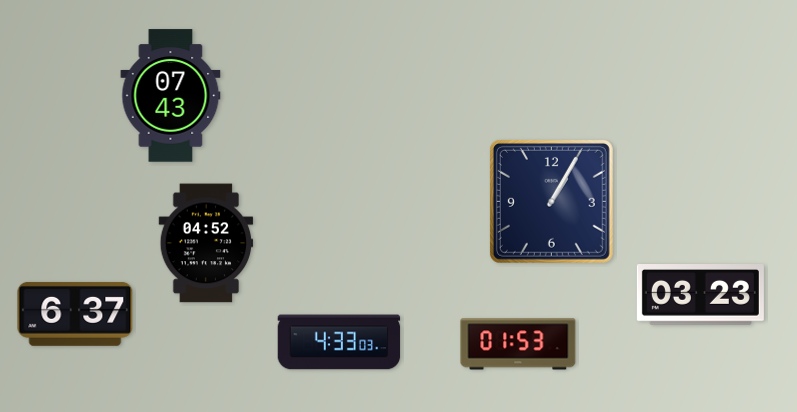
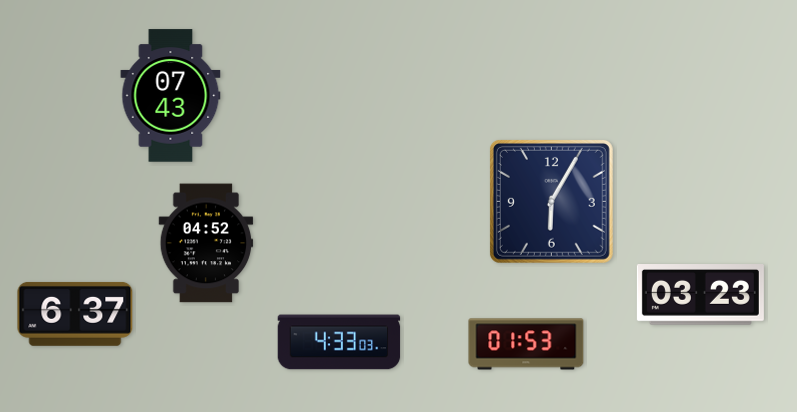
clock at (551, 201): 1:05 -> 6:05
clock at (518, 344) position: (518, 344) -> (526, 344)
